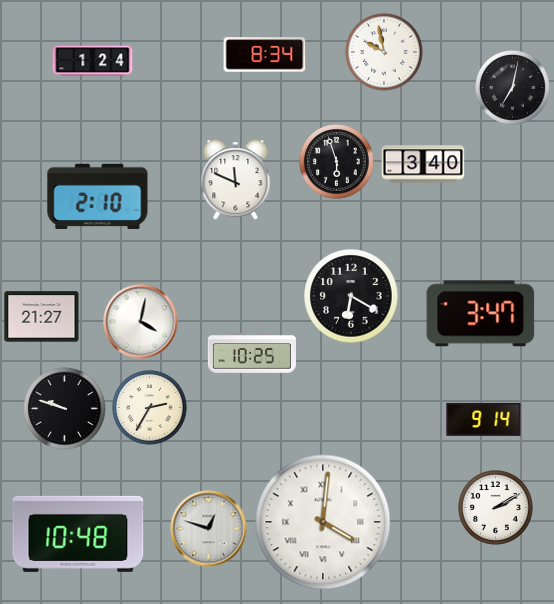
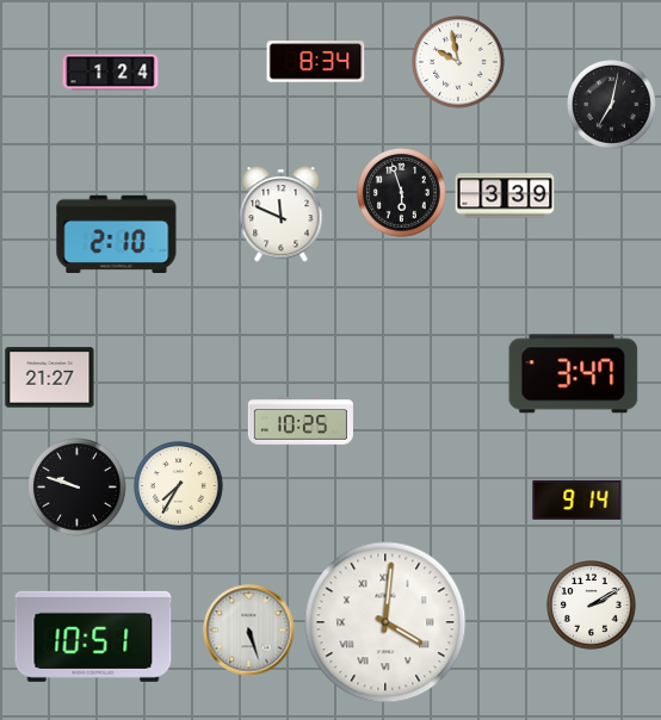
clock at (265, 55) position: (265, 55) -> (316, 62)
clock at (423, 164): 3:40 -> 3:39
clock at (351, 296): 6:20 -> none
clock at (141, 322): 4:02 -> none
clock at (150, 408): 2:35 -> 7:35
clock at (209, 529): 12:48 -> 5:27
clock at (78, 534): 10:48 -> 10:51
